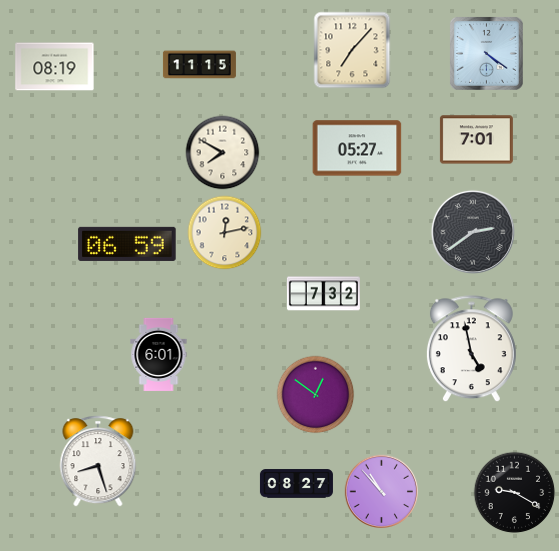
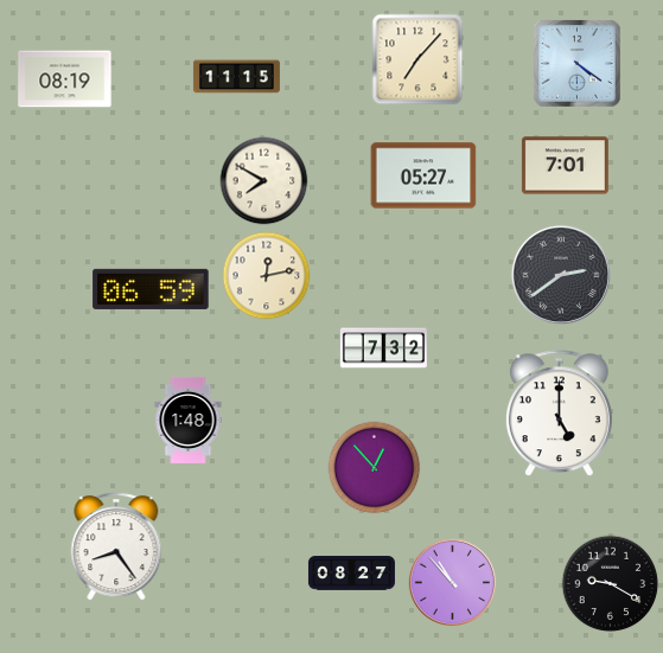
clock at (471, 349): 4:58 -> 5:00
clock at (159, 354): 6:01 -> 1:48
clock at (316, 395): 12:51 -> 12:53
clock at (98, 461): 8:27 -> 8:24
